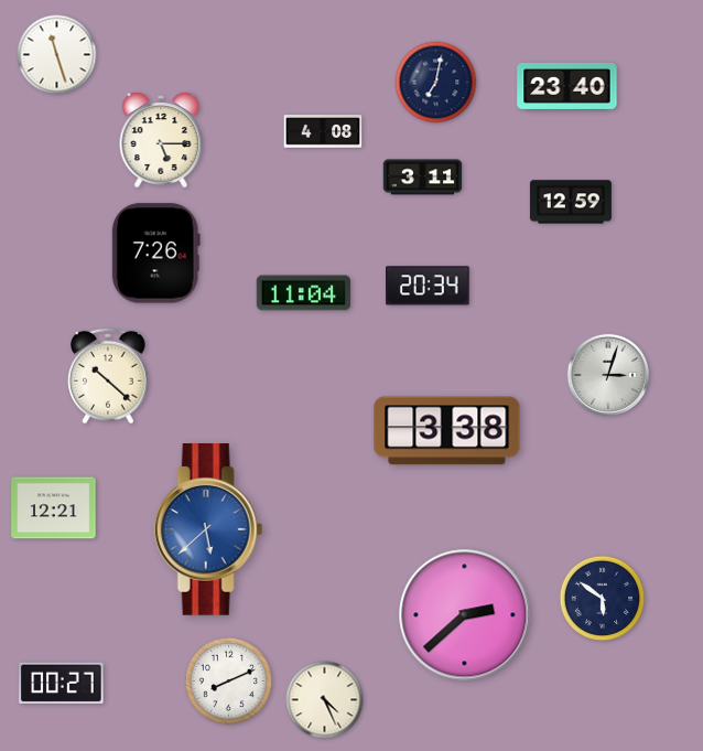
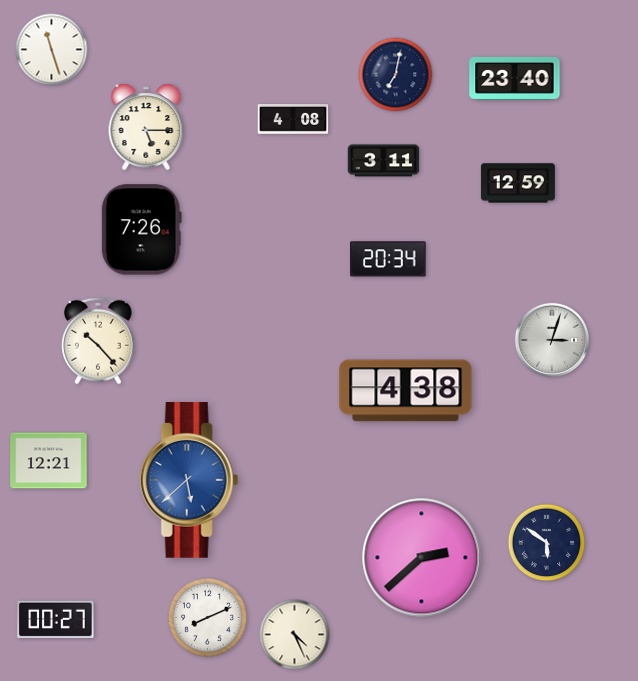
clock at (304, 293): 11:04 -> none
clock at (109, 376): 10:22 -> 10:23
clock at (447, 431): 3:38 -> 4:38
